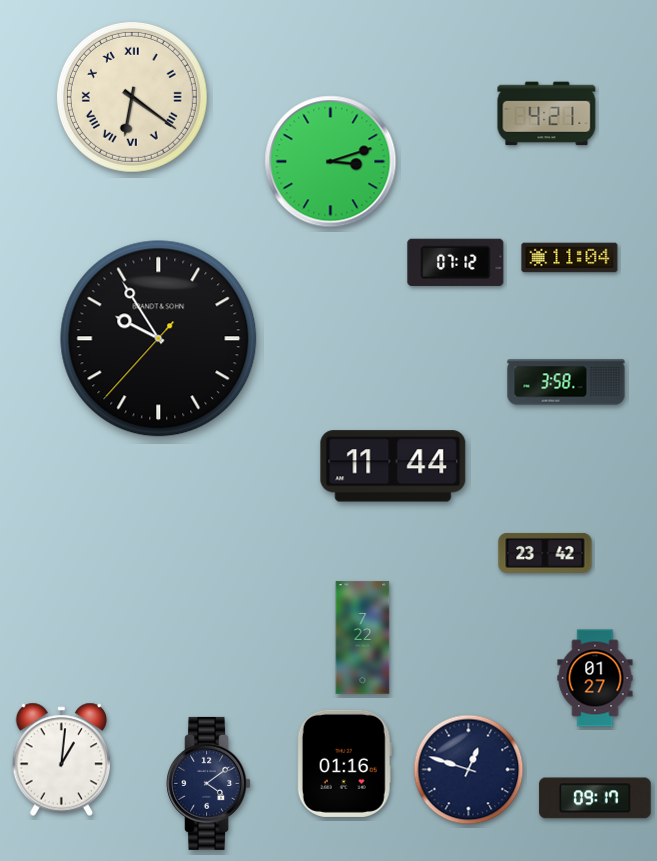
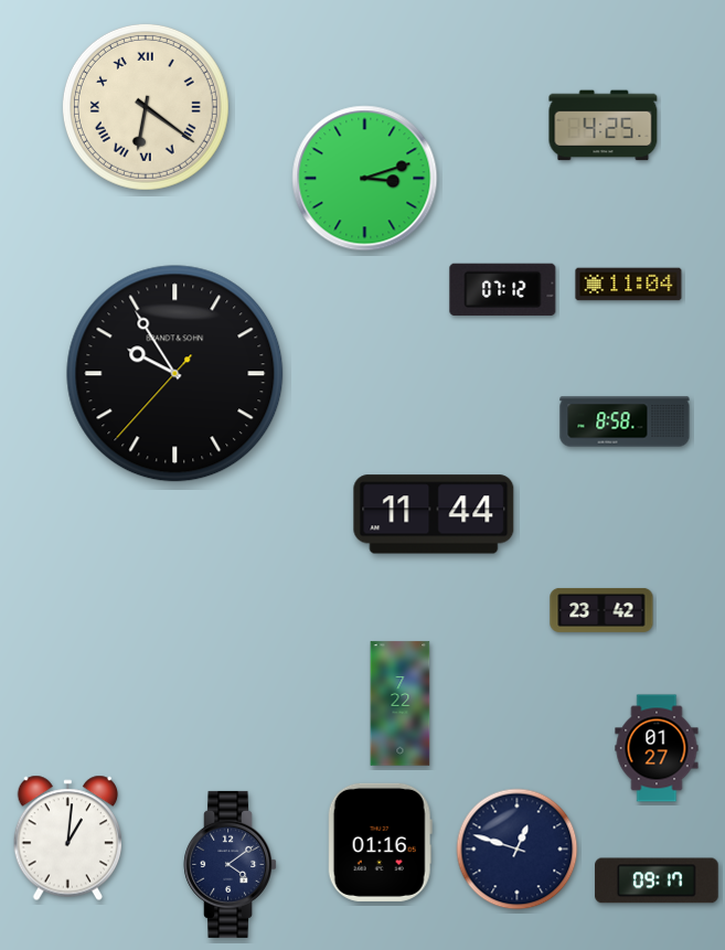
clock at (547, 114): 4:21 -> 4:25
clock at (566, 382): 3:58 -> 8:58
